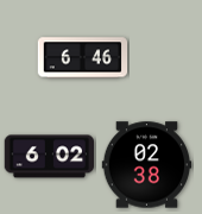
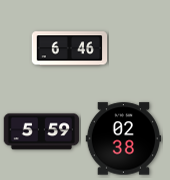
clock at (49, 157): 6:02 -> 5:59
